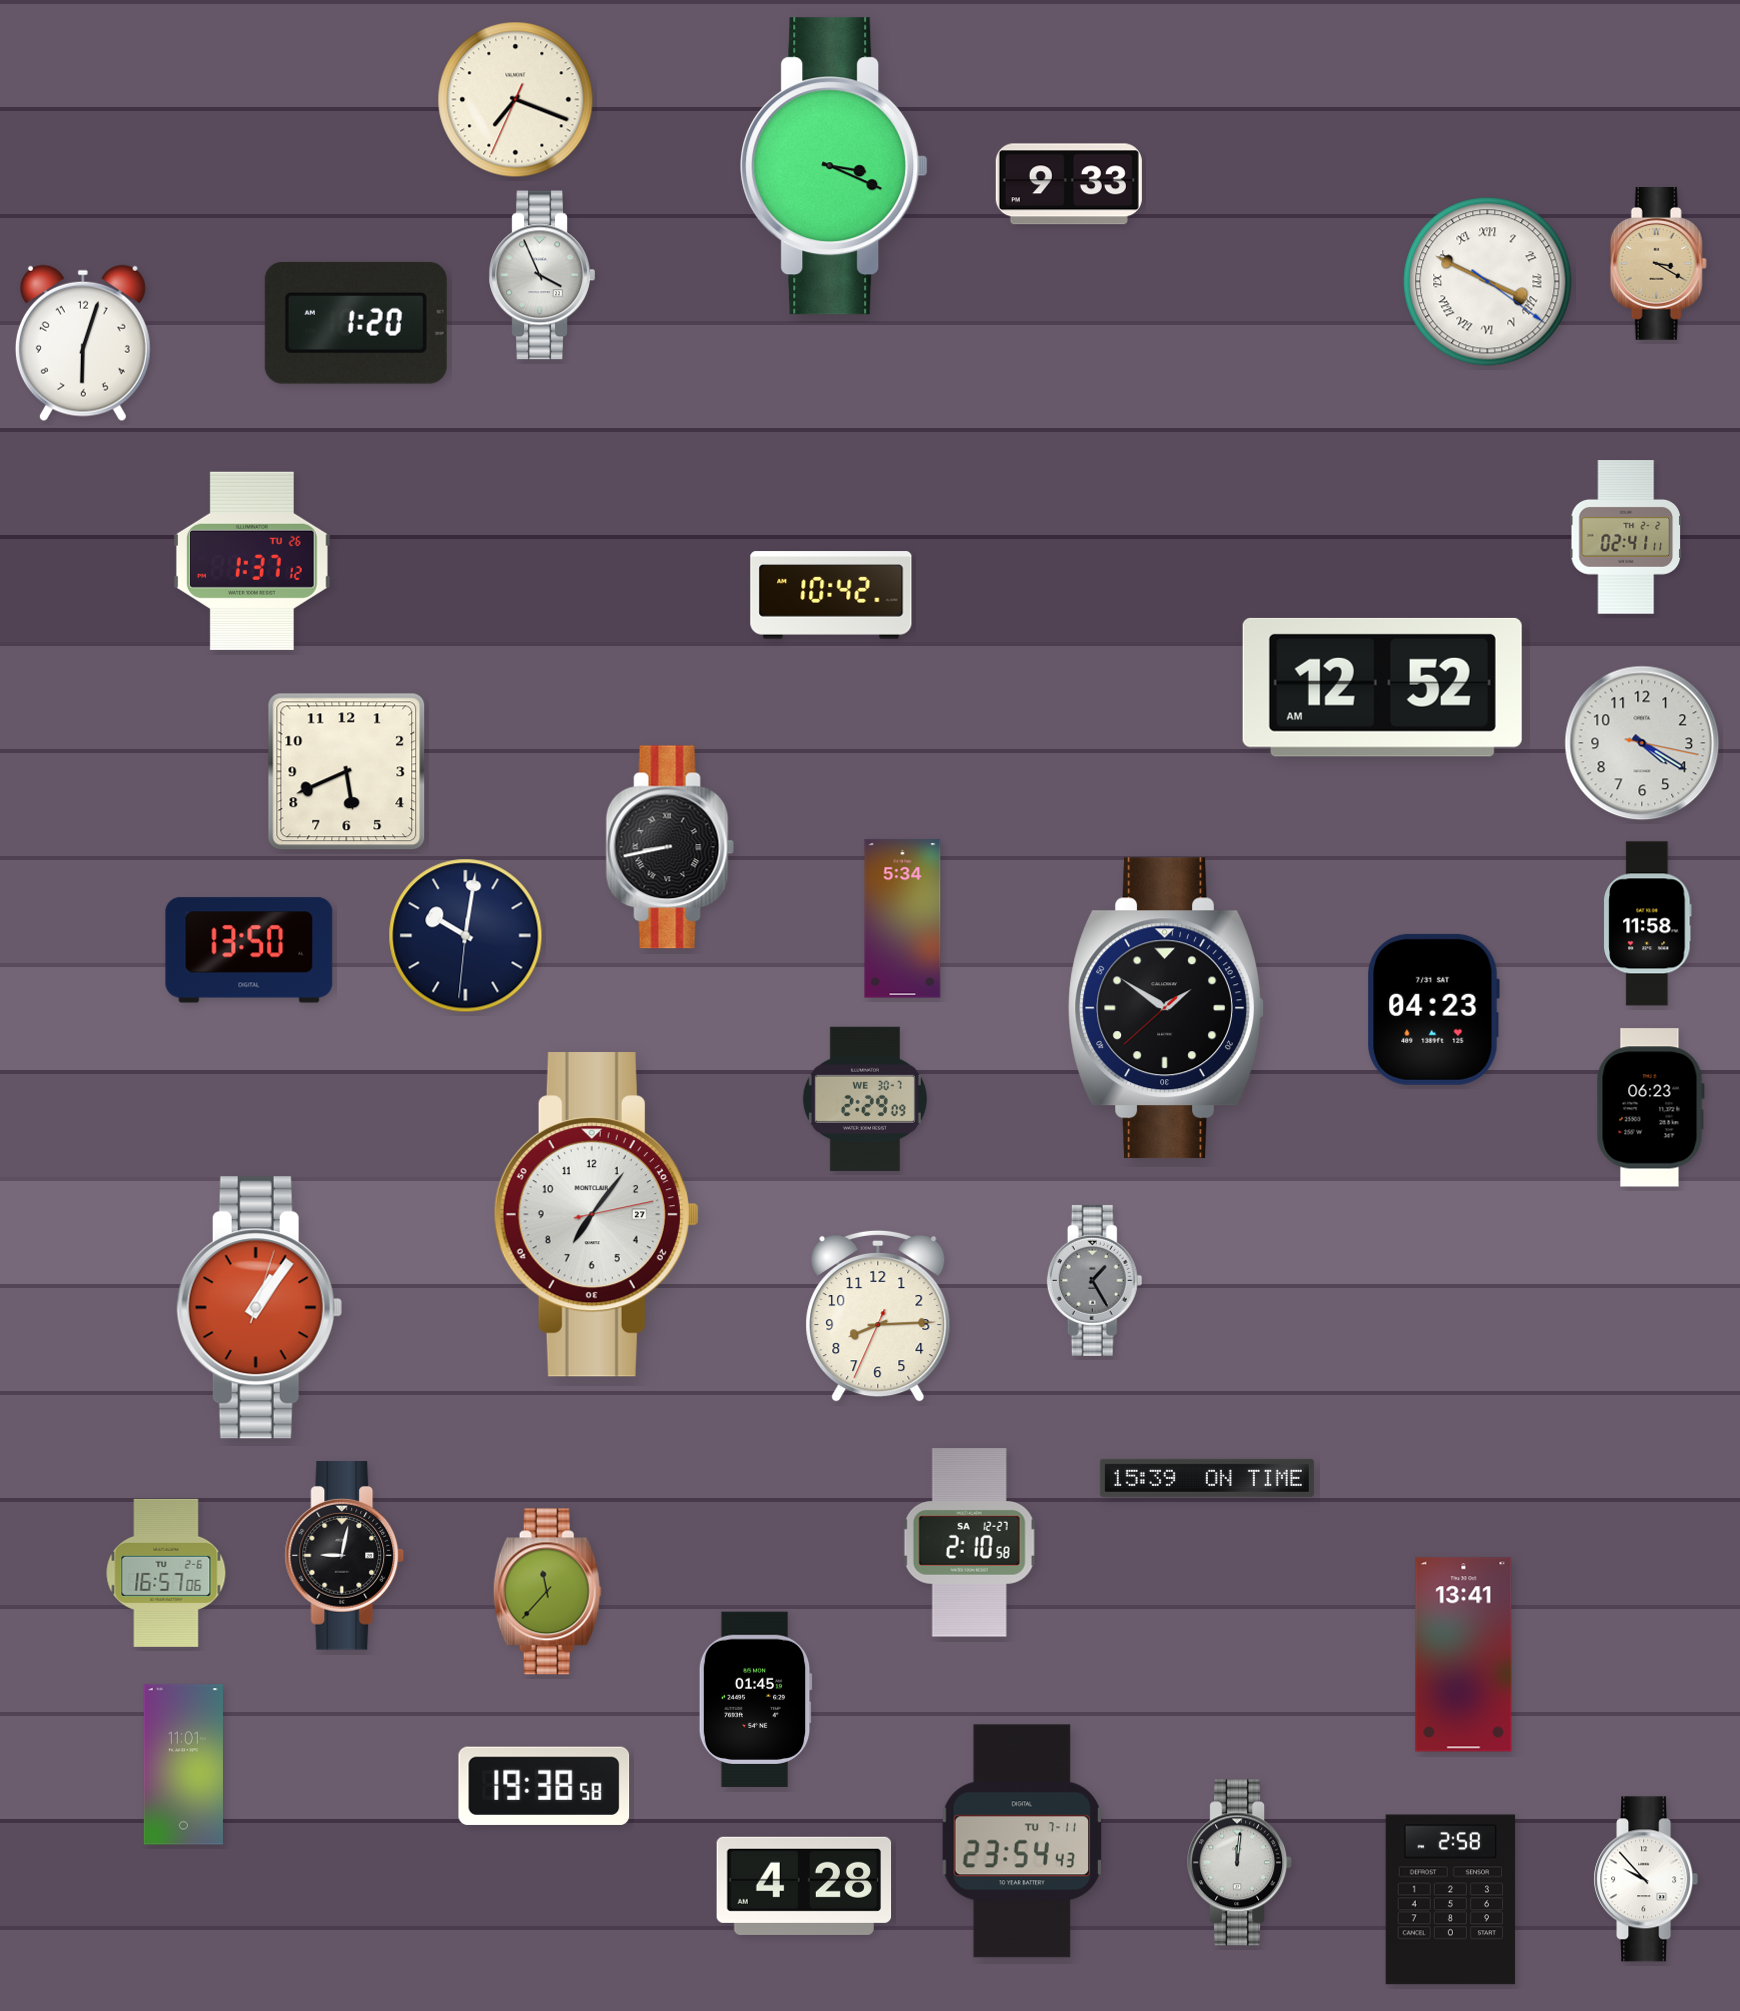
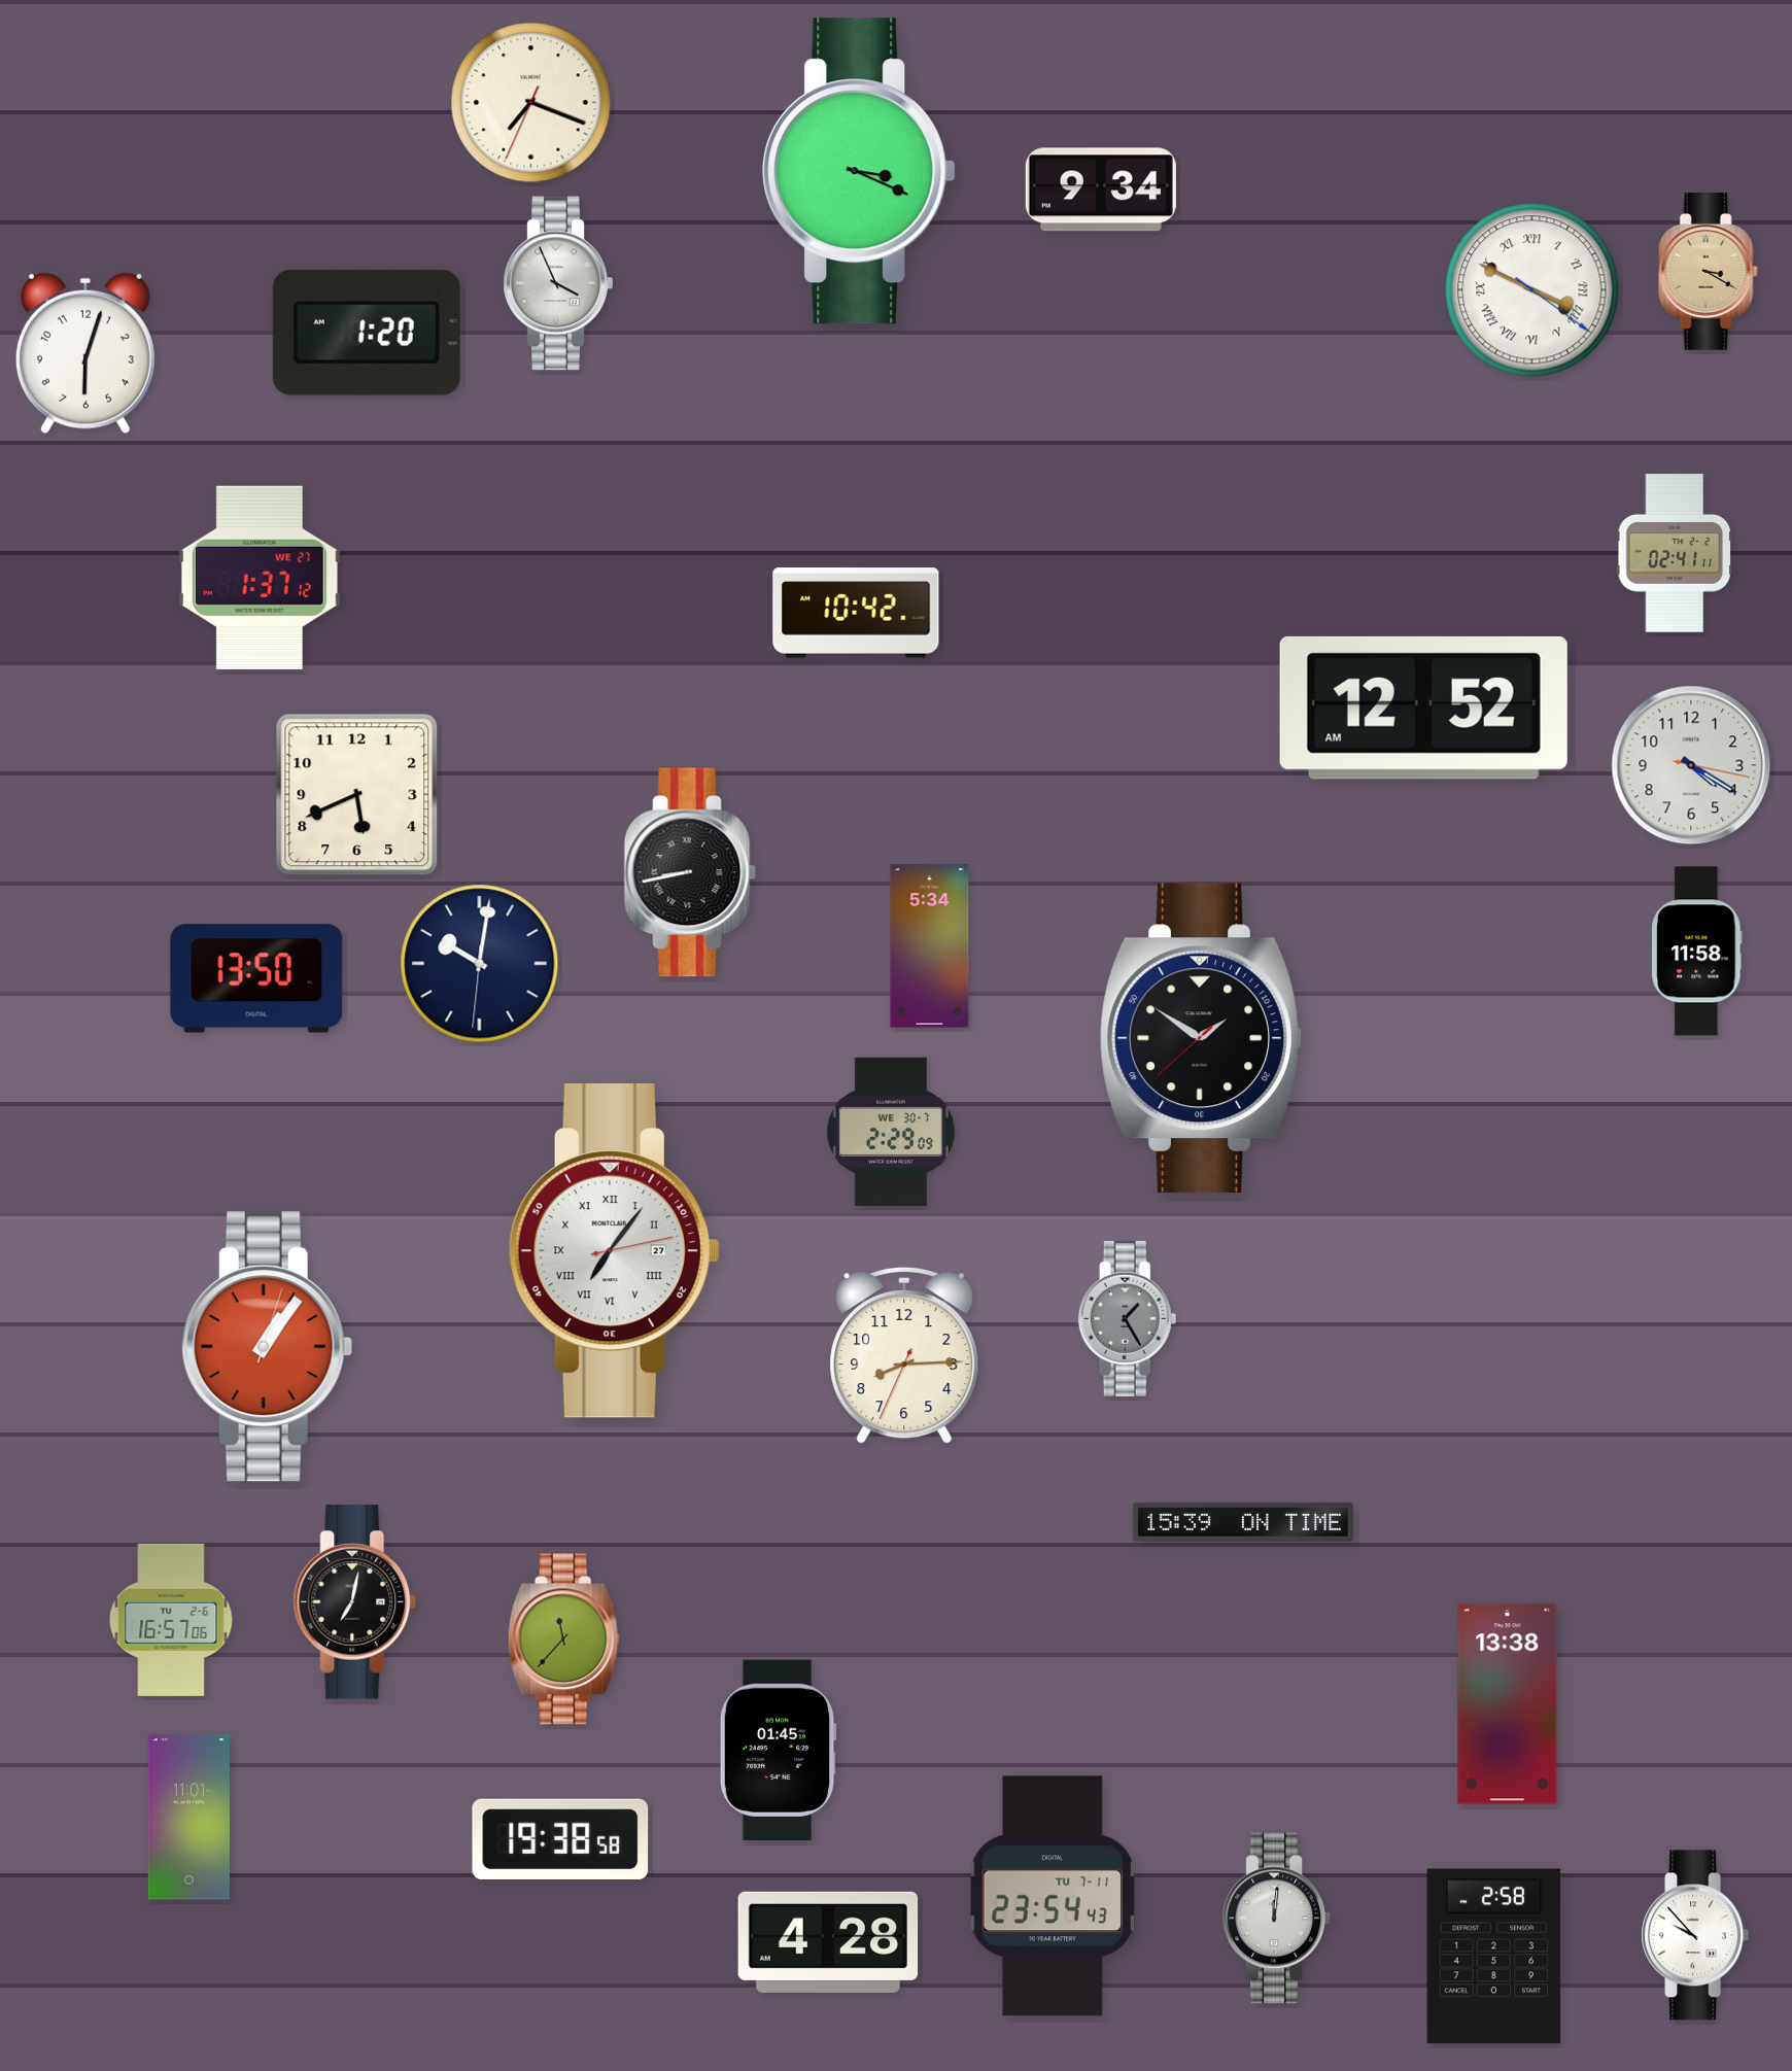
clock at (1069, 184): 9:33 -> 9:34
clock at (252, 561) date: TU 26 -> WE 27
clock at (1433, 1009): 04:23 -> none
clock at (1650, 1108): 06:23 -> none
clock at (596, 1215) numerals: Arabic -> Roman
clock at (969, 1543): 2:10 -> none
clock at (345, 1556): 9:02 -> 7:02
clock at (1464, 1655): 13:41 -> 13:38
